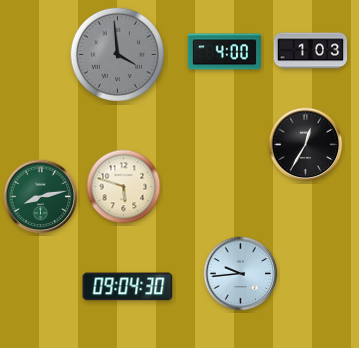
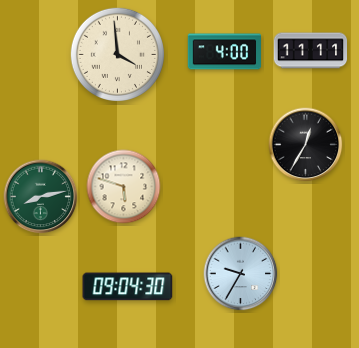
clock at (311, 51): 1:03 -> 11:11
clock at (117, 54) dial: grey -> cream
clock at (241, 274): 9:44 -> 9:35
